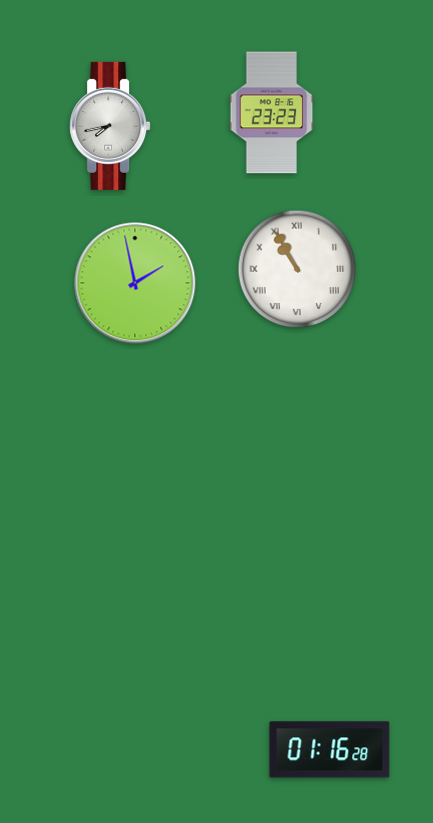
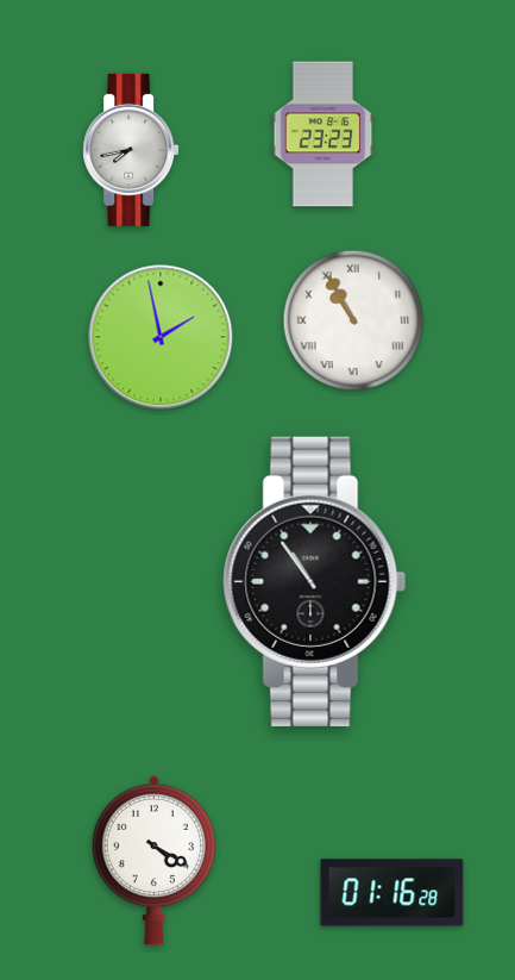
clock at (315, 581): none -> 10:54
clock at (153, 860): none -> 4:20
